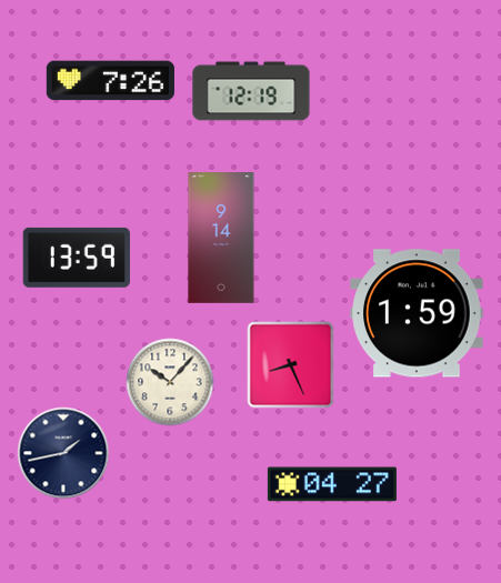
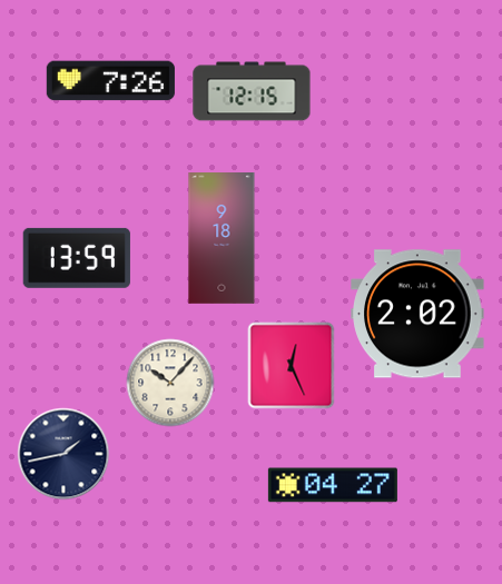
clock at (251, 91): 12:19 -> 12:15
clock at (221, 239): 9:14 -> 9:18
clock at (417, 313): 1:59 -> 2:02
clock at (291, 365): 8:26 -> 12:26
